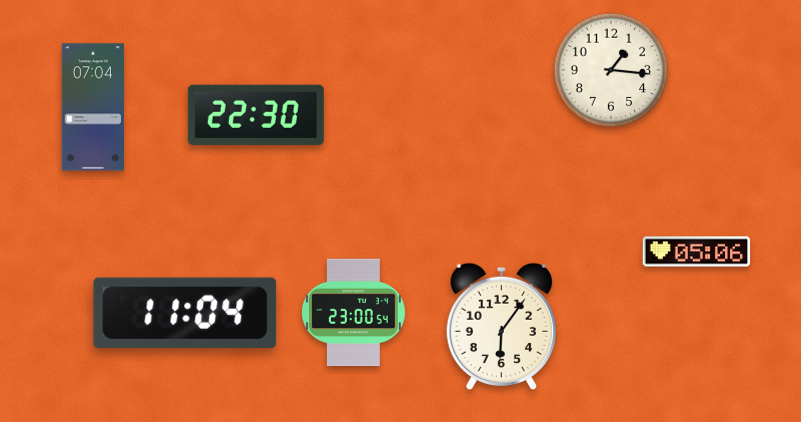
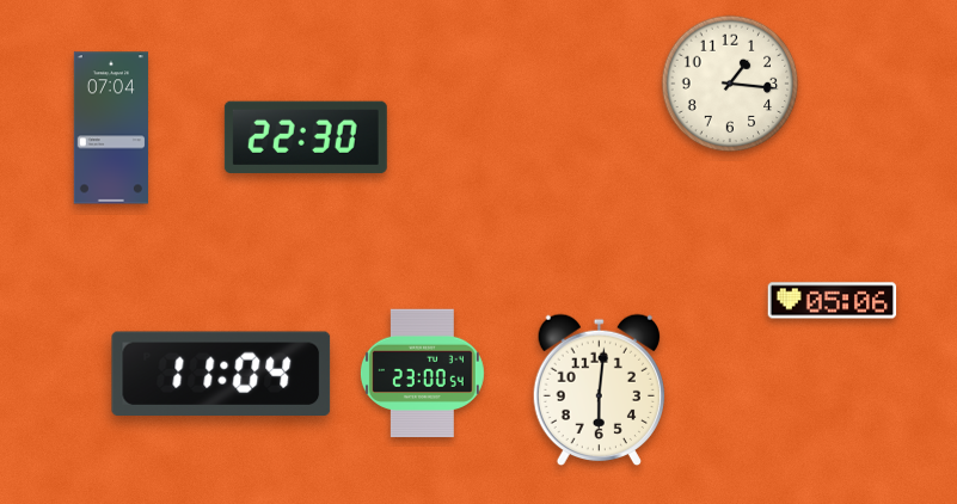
clock at (501, 327): 6:06 -> 6:01
